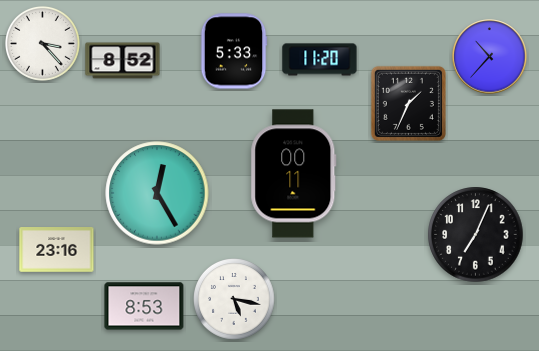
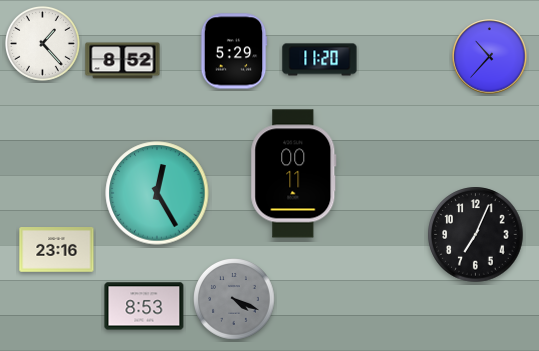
clock at (42, 43): 3:23 -> 1:23
clock at (234, 51): 5:33 -> 5:29
clock at (408, 103): 1:34 -> none
clock at (235, 300): 5:17 -> 4:19
clock at (235, 300) dial: white -> grey
